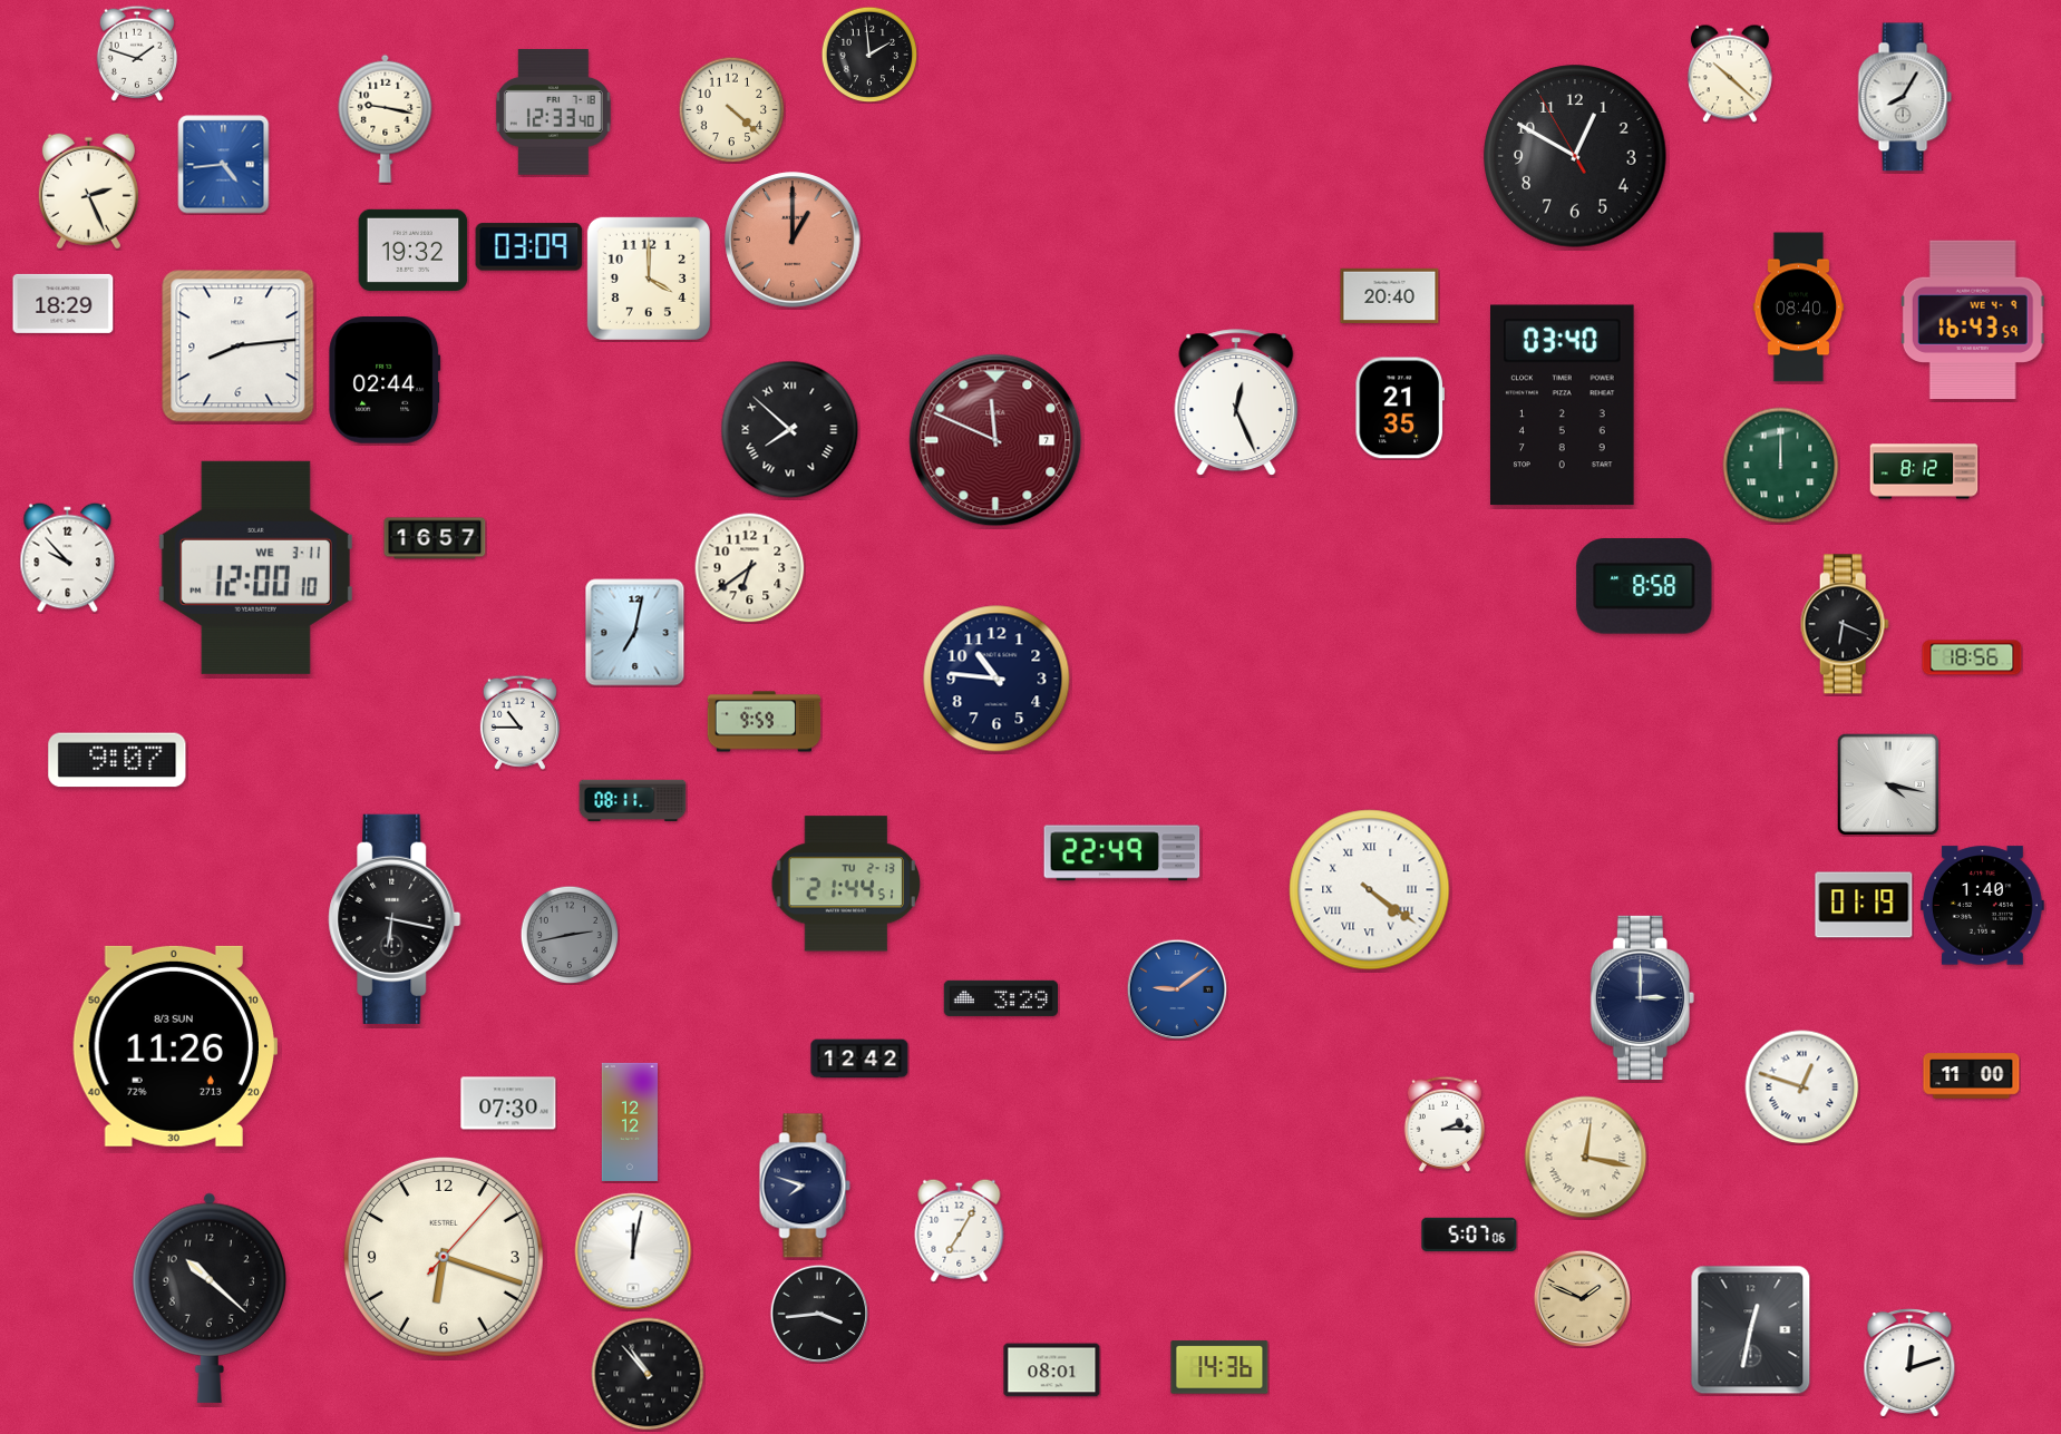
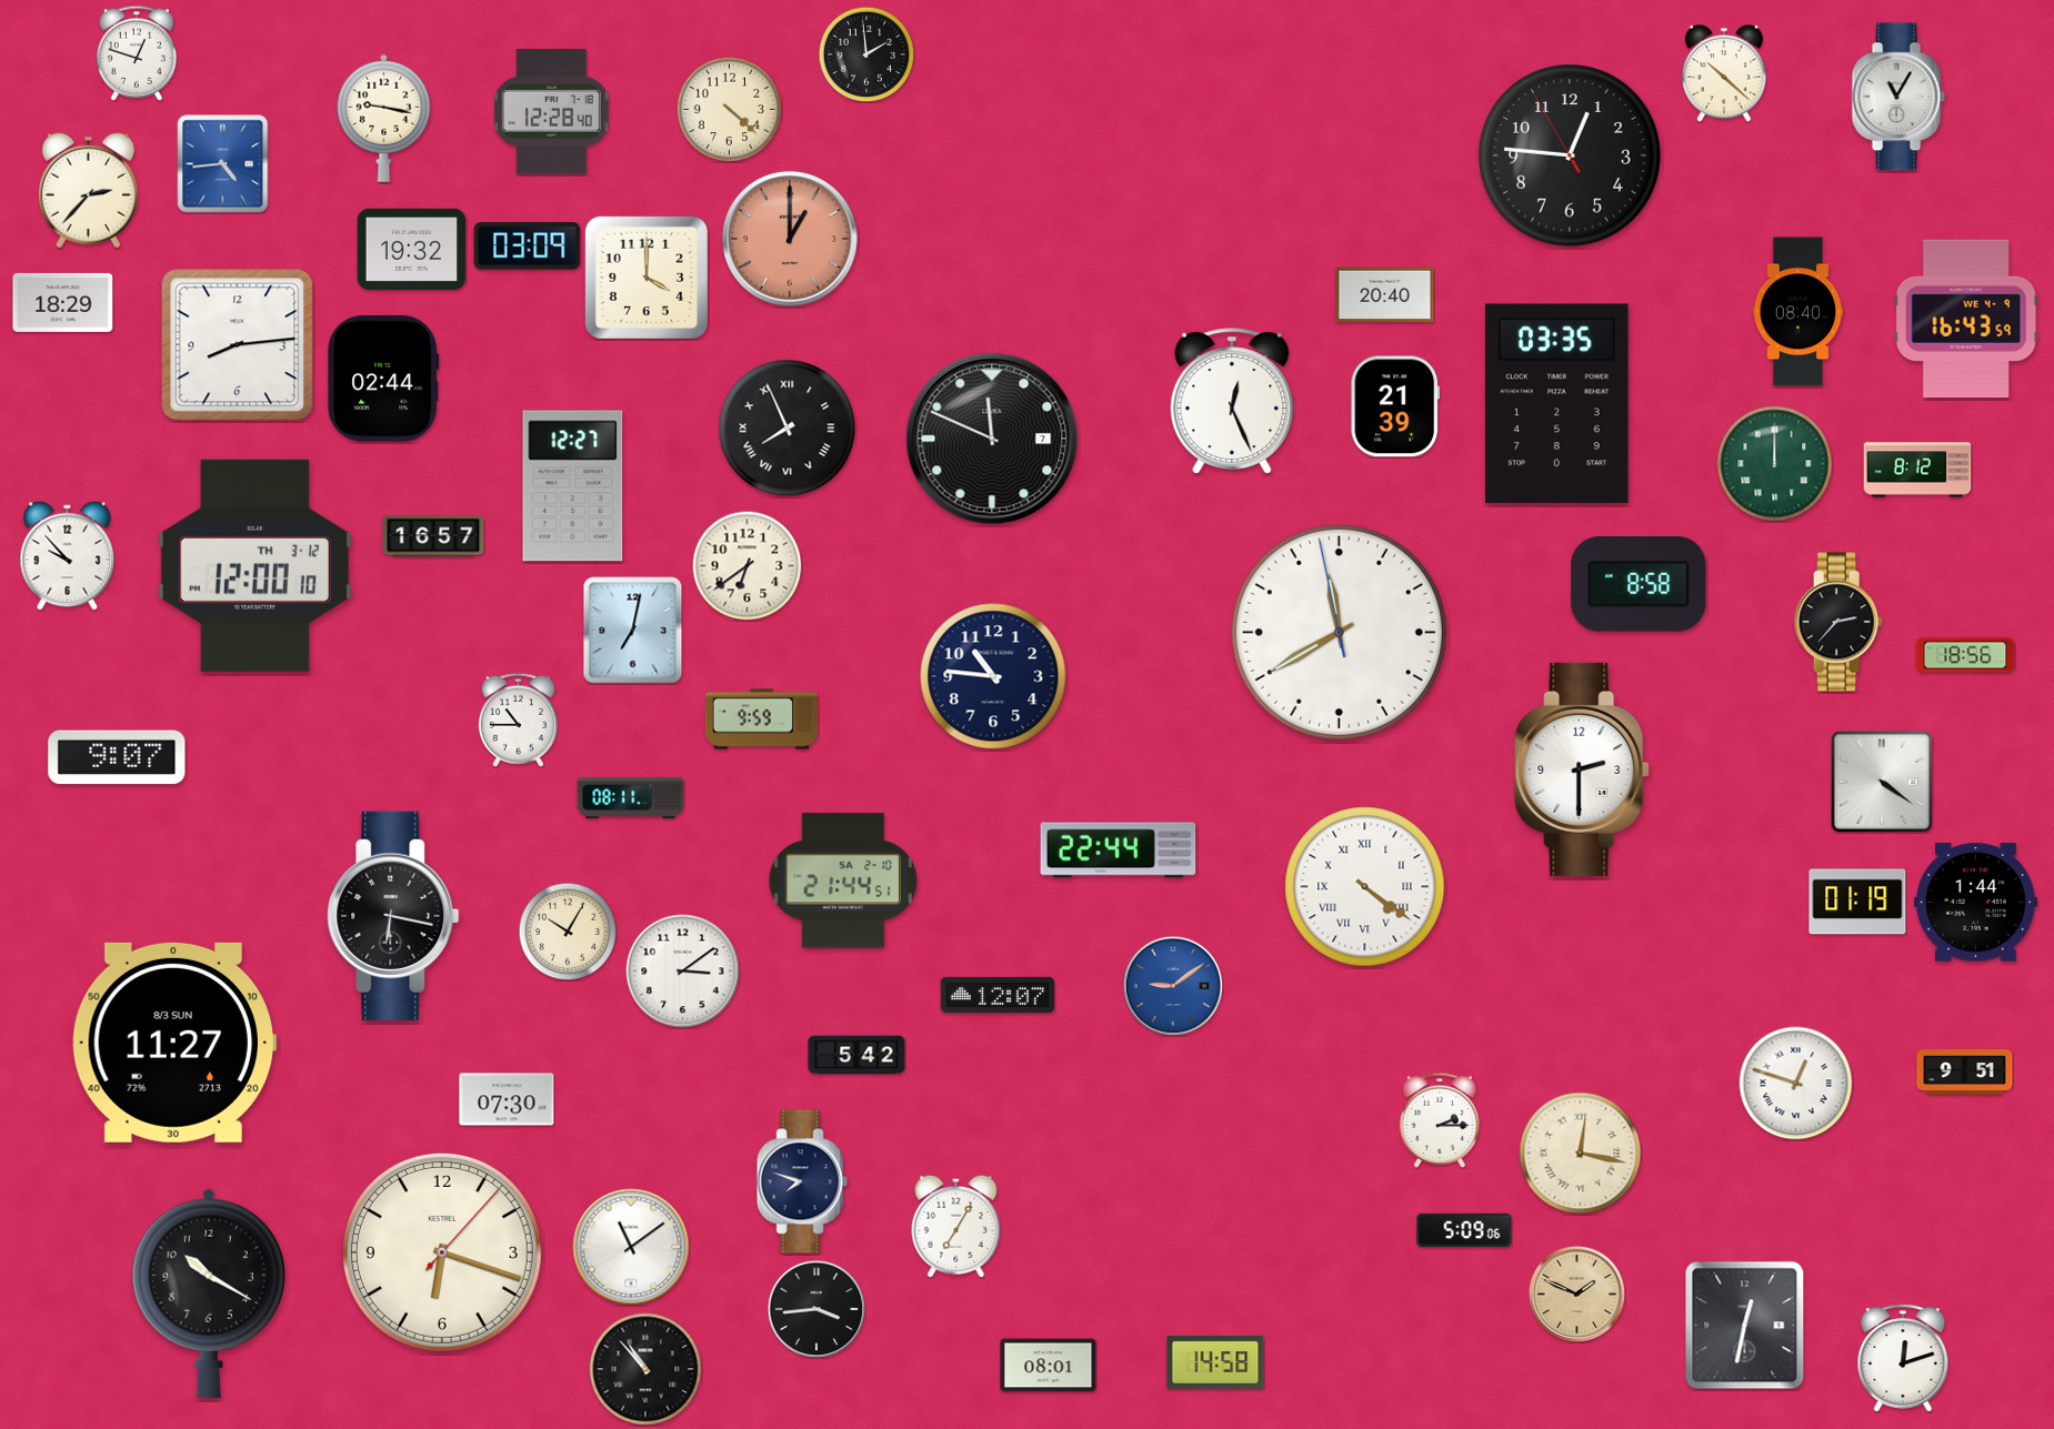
clock at (136, 53): 1:48 -> 12:48
clock at (1905, 97): 8:05 -> 11:05
clock at (553, 113): 12:33 -> 12:28
clock at (1575, 156): 12:49 -> 12:45
clock at (88, 192): 2:26 -> 2:37
clock at (1799, 308) position: (1799, 308) -> (1798, 312)
clock at (1563, 406): 03:40 -> 03:35
clock at (1399, 408): 21:35 -> 21:39
clock at (790, 430): 7:52 -> 7:56
clock at (995, 440) dial: burgundy -> black
clock at (573, 486): none -> 12:27
clock at (255, 567) date: WE 3-11 -> TH 3-12
clock at (1845, 624): 6:19 -> 2:37
clock at (1339, 632): none -> 11:39
clock at (1582, 769): none -> 2:30
clock at (1888, 784): 4:17 -> 4:21
clock at (1122, 853): 22:49 -> 22:44
clock at (846, 884) date: TU 2-13 -> SA 2-10
clock at (1982, 906): 1:40 -> 1:44
clock at (570, 935): 2:43 -> 10:05
clock at (570, 935) dial: grey -> cream
clock at (683, 972): none -> 3:09
clock at (1642, 997): 3:00 -> none
clock at (1000, 998): 3:29 -> 12:07
clock at (175, 1046): 11:26 -> 11:27
clock at (859, 1059): 12:42 -> 5:42
clock at (1972, 1076): 11:00 -> 9:51
clock at (630, 1122): 12:12 -> none
clock at (1469, 1235): 5:07 -> 5:09
clock at (633, 1251): 12:02 -> 11:09
clock at (210, 1298): 10:22 -> 10:20
clock at (1219, 1367): 14:36 -> 14:58
